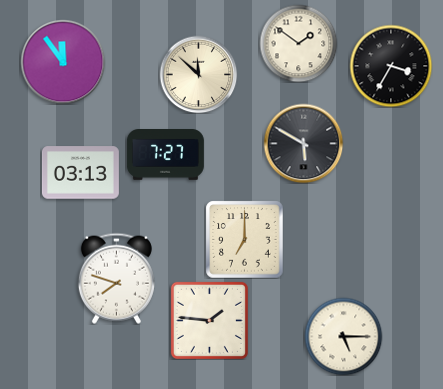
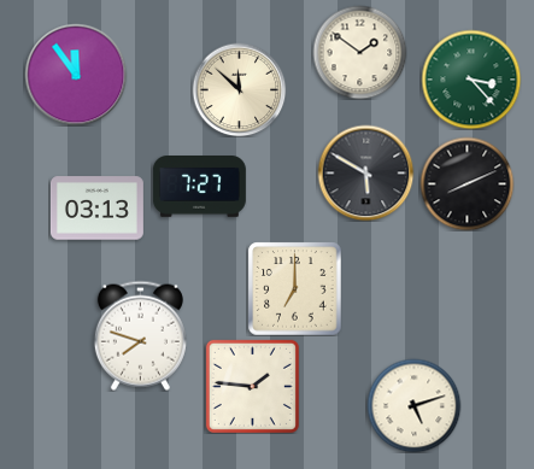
clock at (391, 66): 3:35 -> 3:23
clock at (391, 66) dial: black -> green
clock at (466, 183): none -> 8:11
clock at (343, 336): 5:15 -> 5:12
